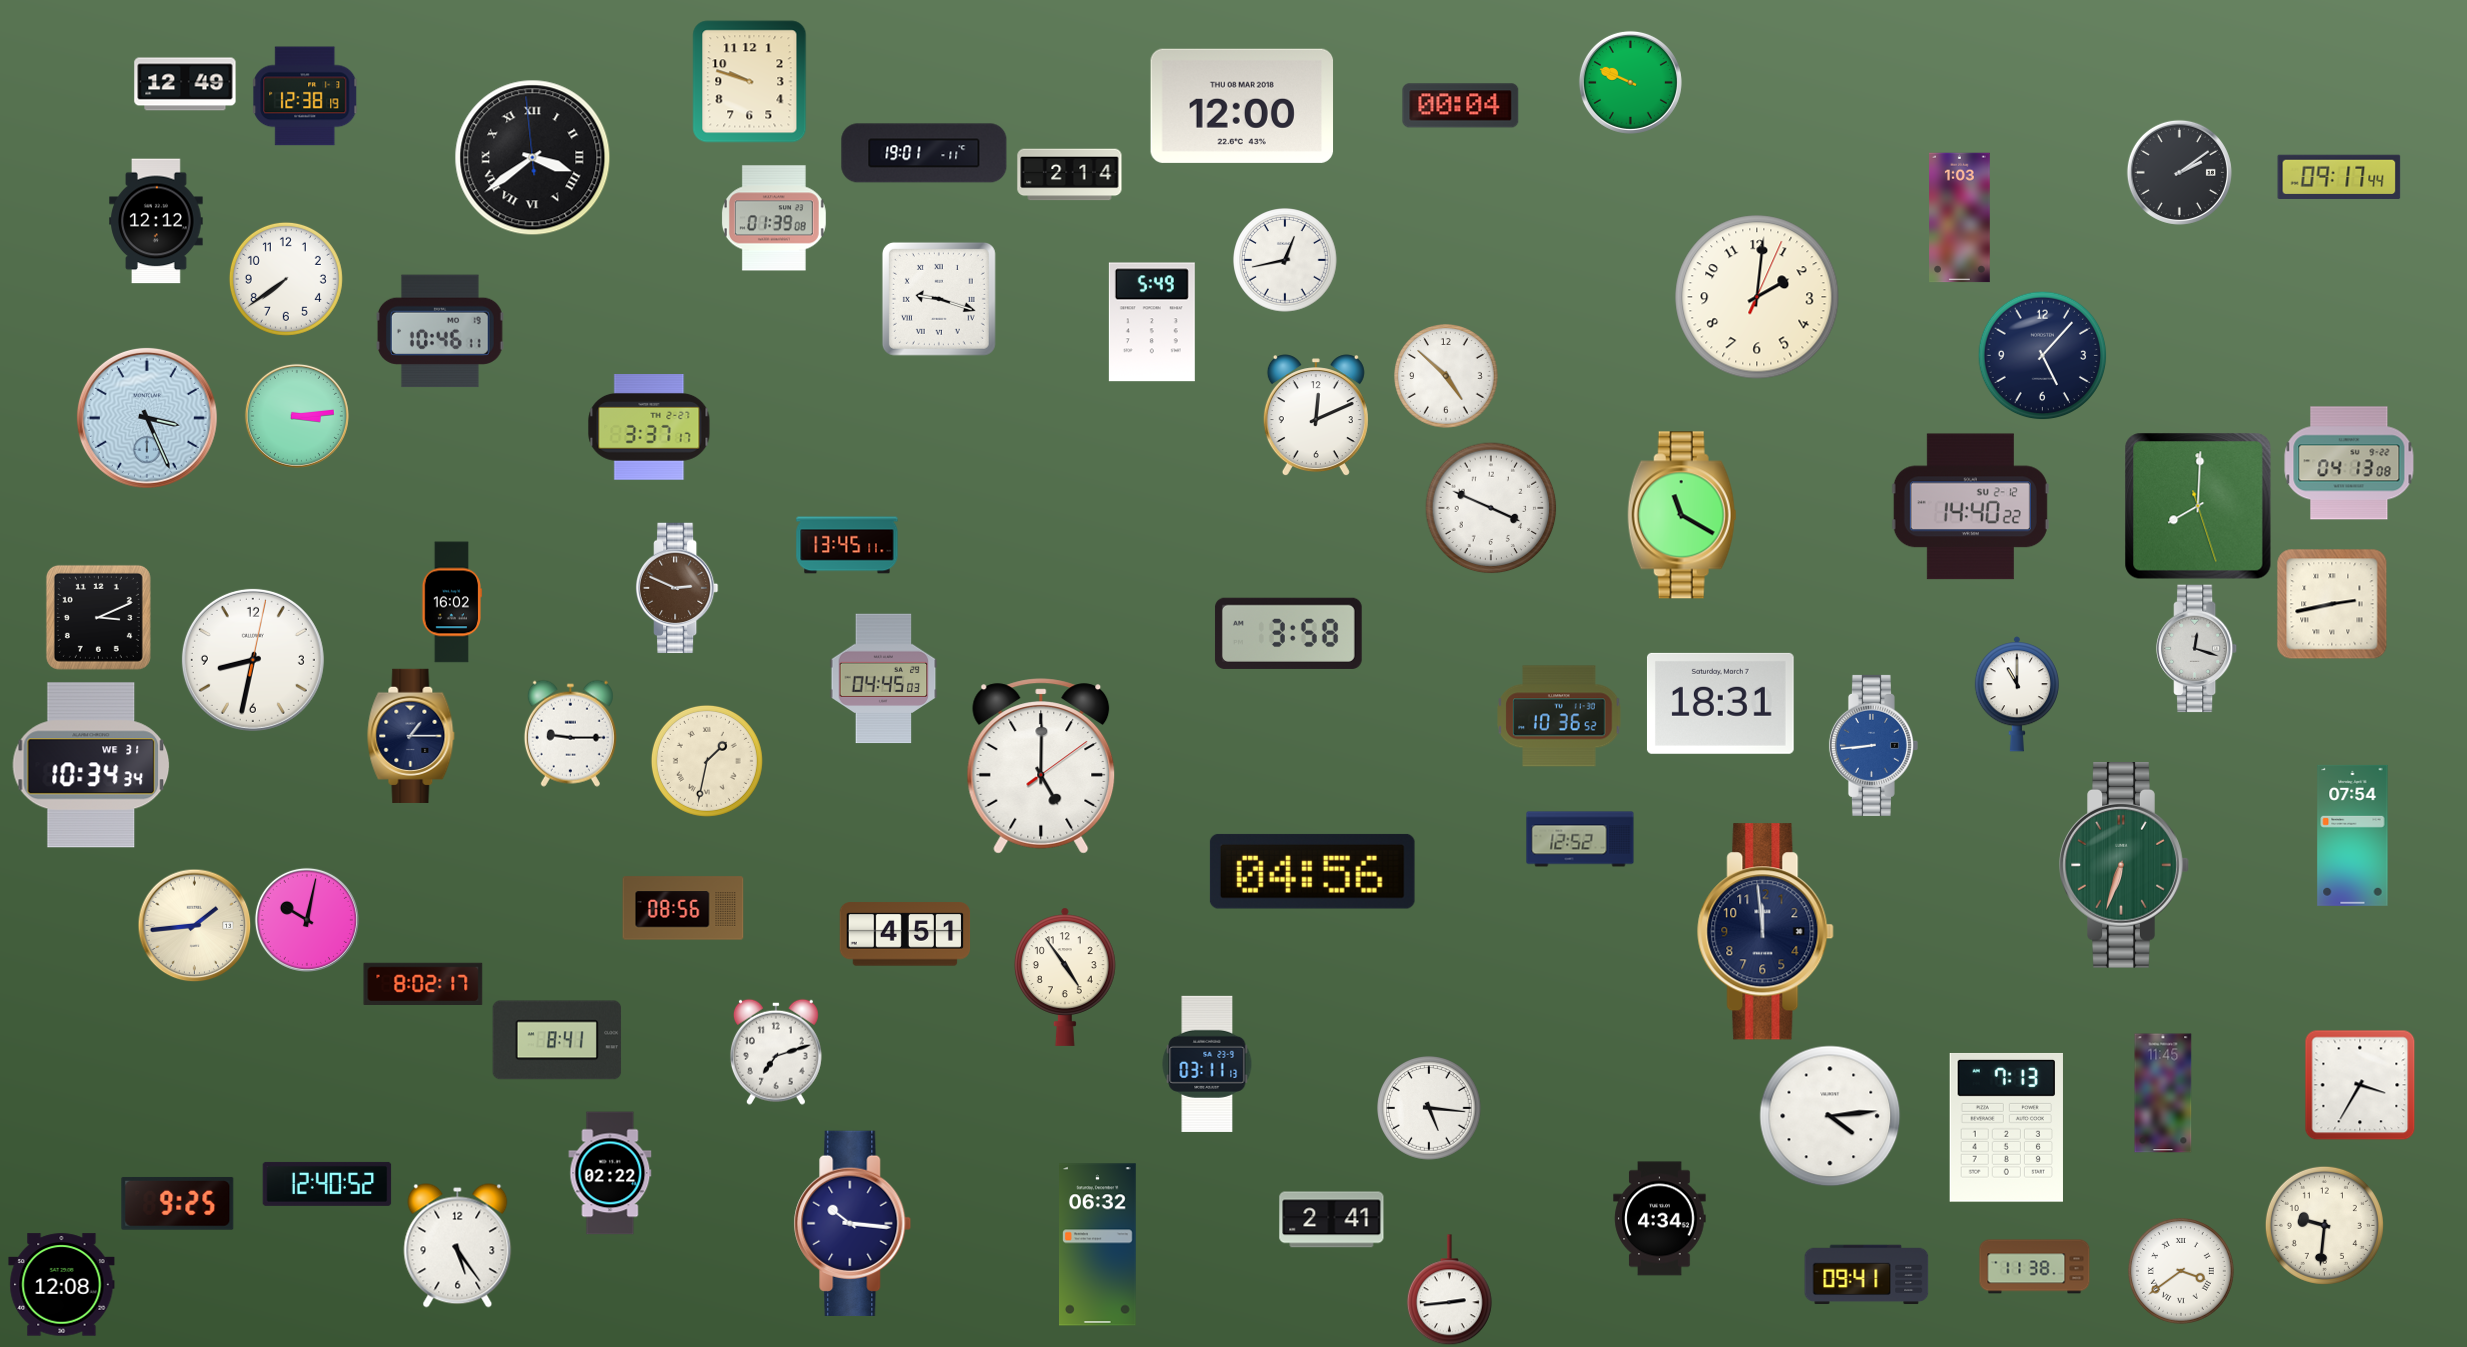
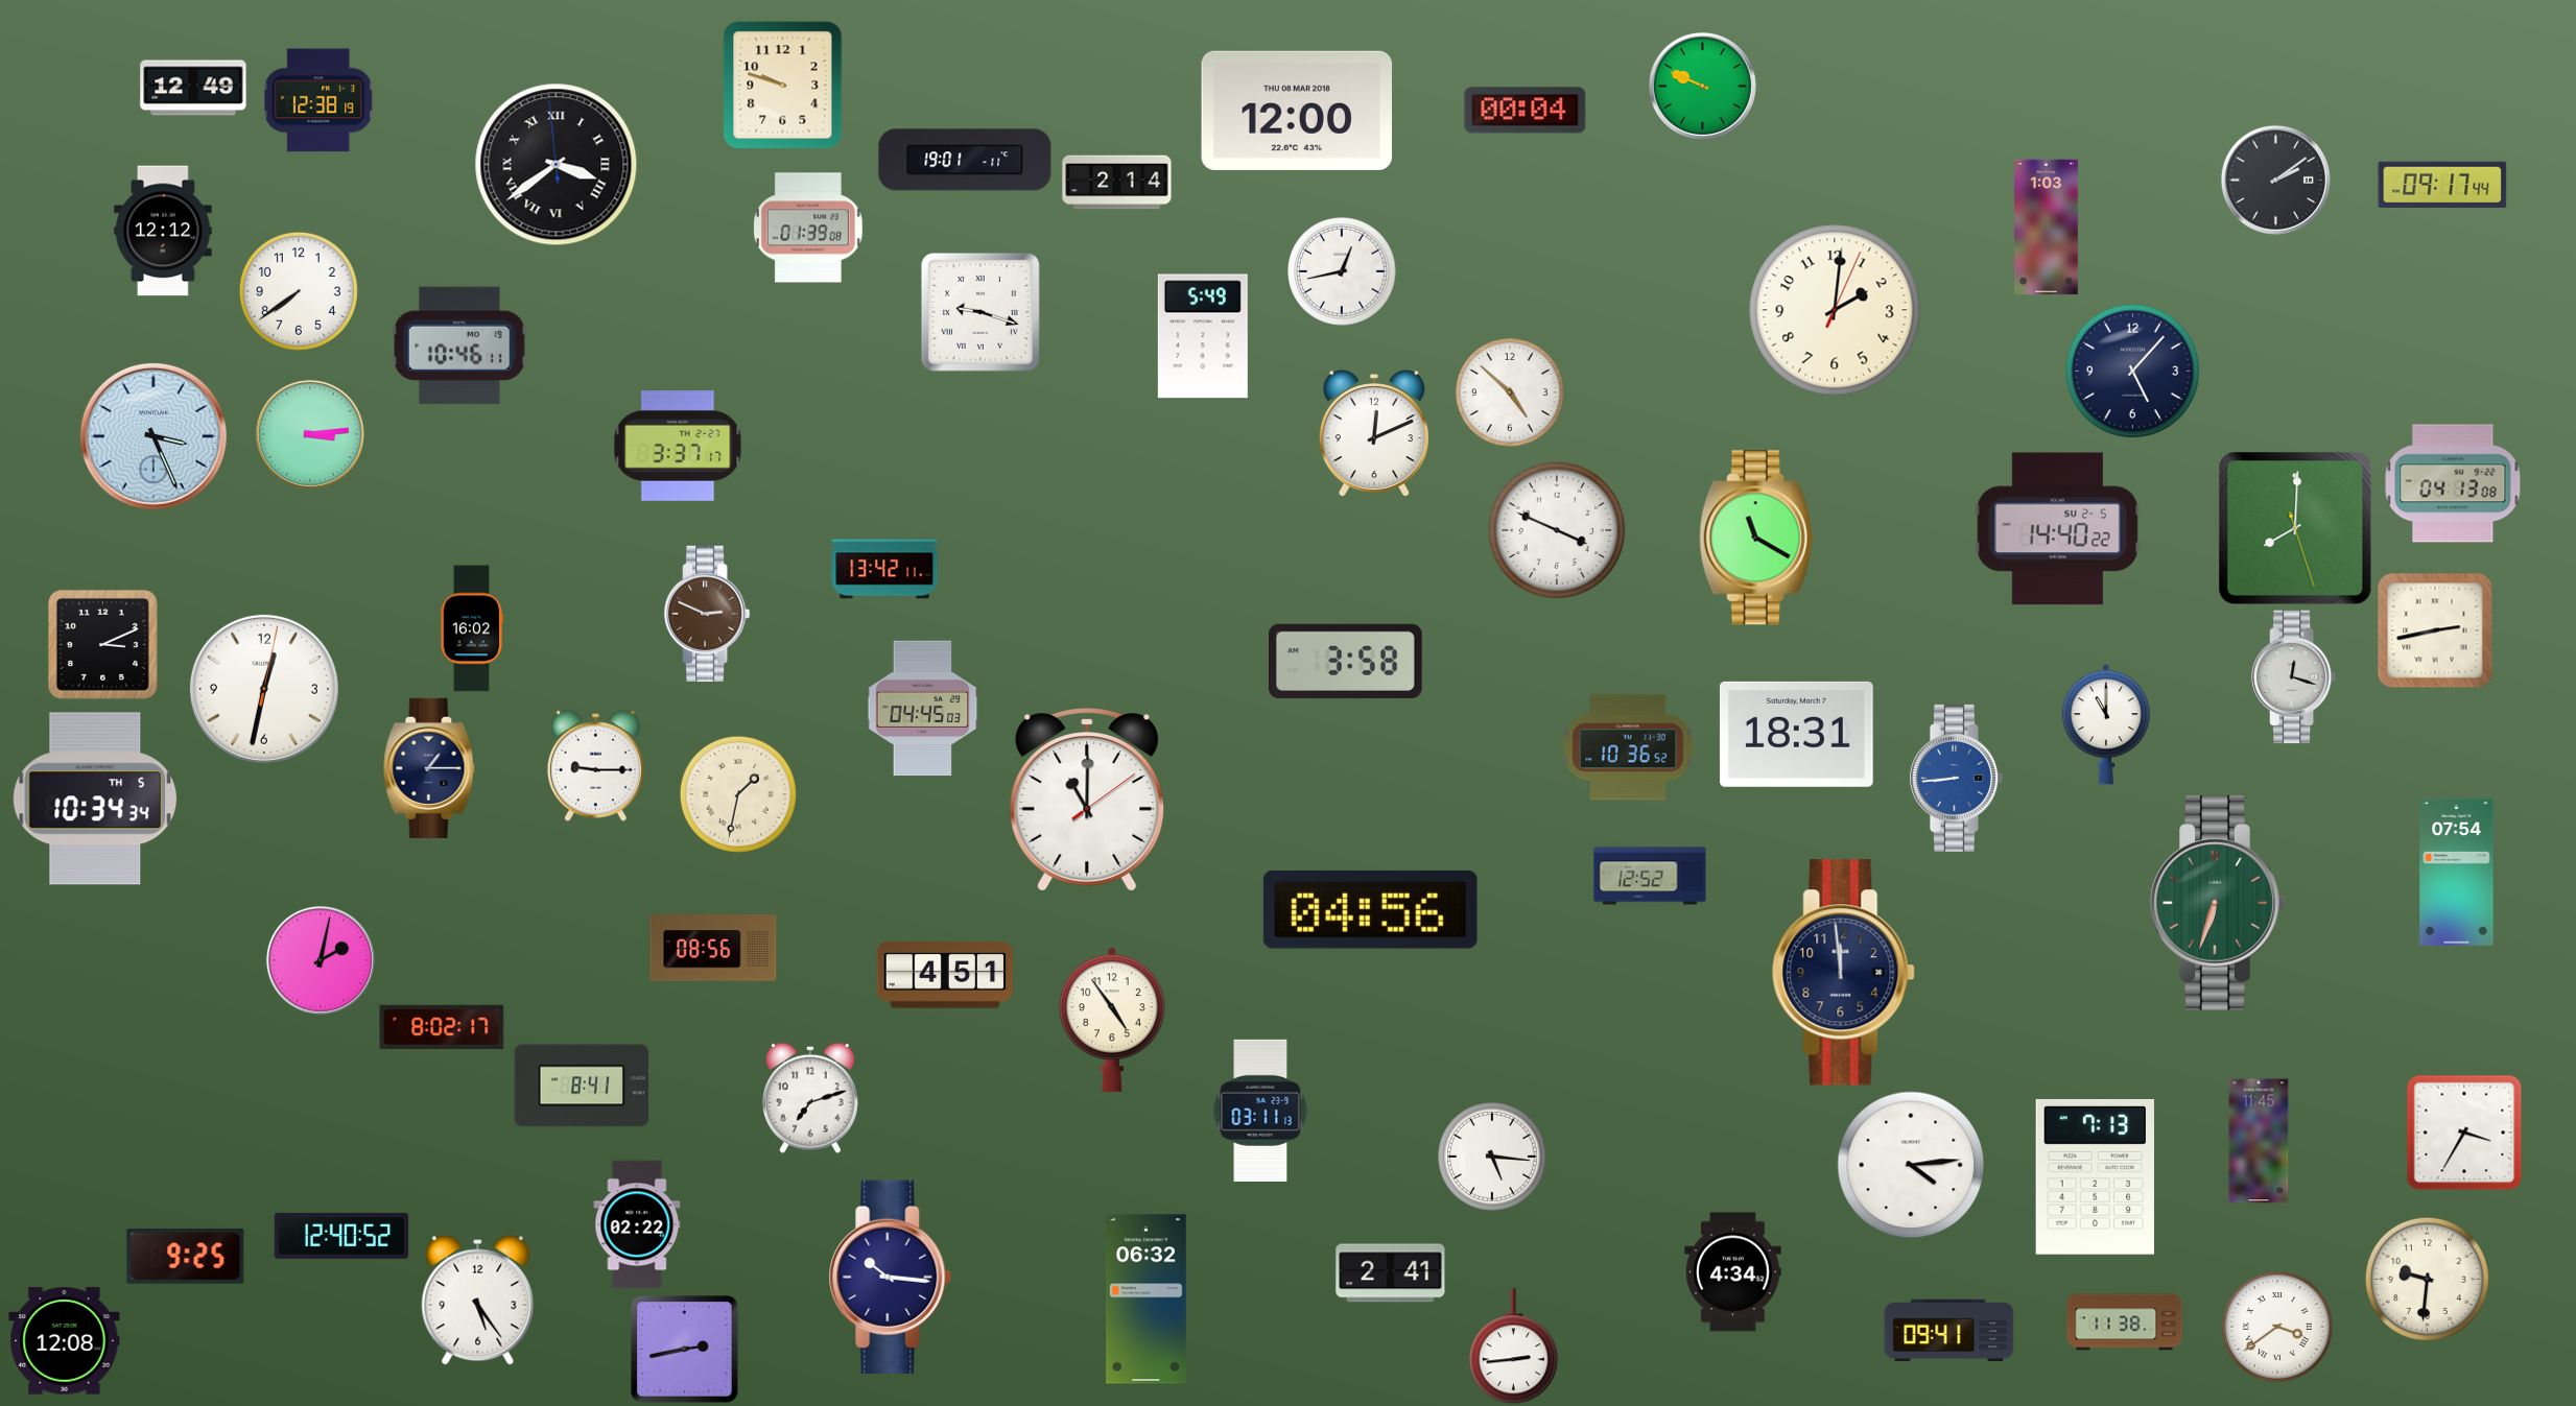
clock at (1970, 507) date: SU 2-12 -> SU 2-5
clock at (847, 545): 13:45 -> 13:42
clock at (253, 660): 8:32 -> 12:32
clock at (91, 765) date: WE 31 -> TH 5
clock at (1041, 766): 5:00 -> 11:00
clock at (307, 920): 10:02 -> 2:02
clock at (194, 925): 1:44 -> none
clock at (685, 1350): none -> 2:43
